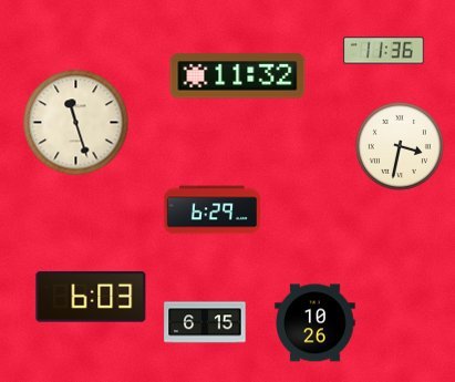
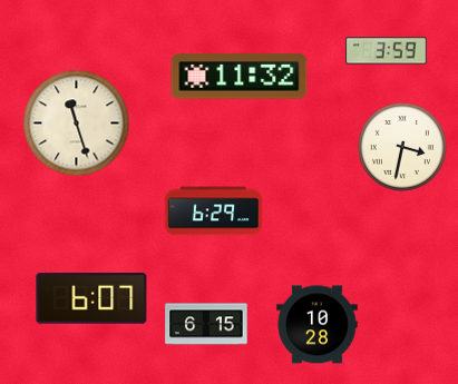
clock at (384, 51): 11:36 -> 3:59
clock at (91, 297): 6:03 -> 6:07
clock at (316, 323): 10:26 -> 10:28
